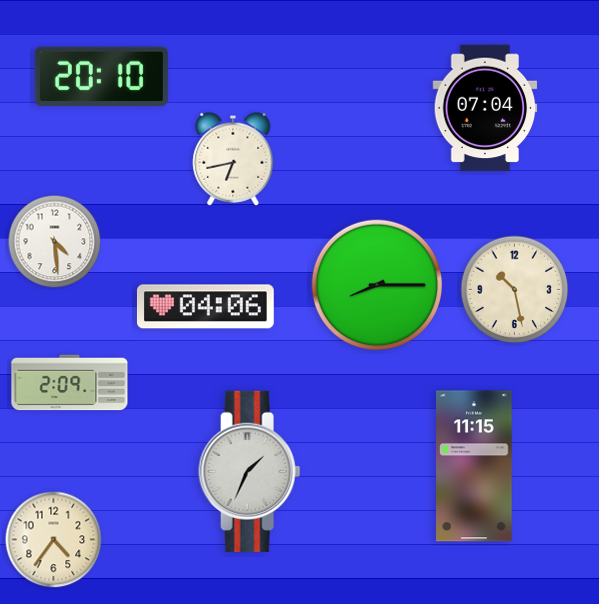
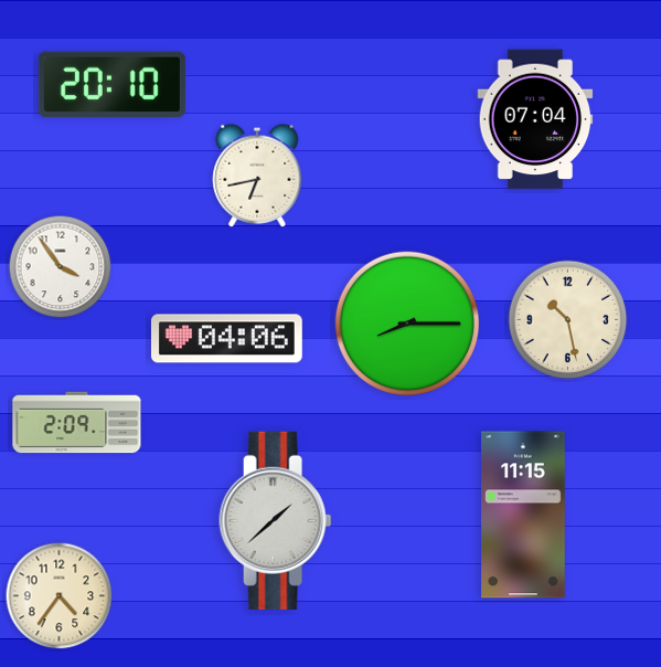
clock at (55, 242): 4:29 -> 3:54
clock at (377, 285) position: (377, 285) -> (407, 324)
clock at (250, 471): 1:34 -> 1:38
